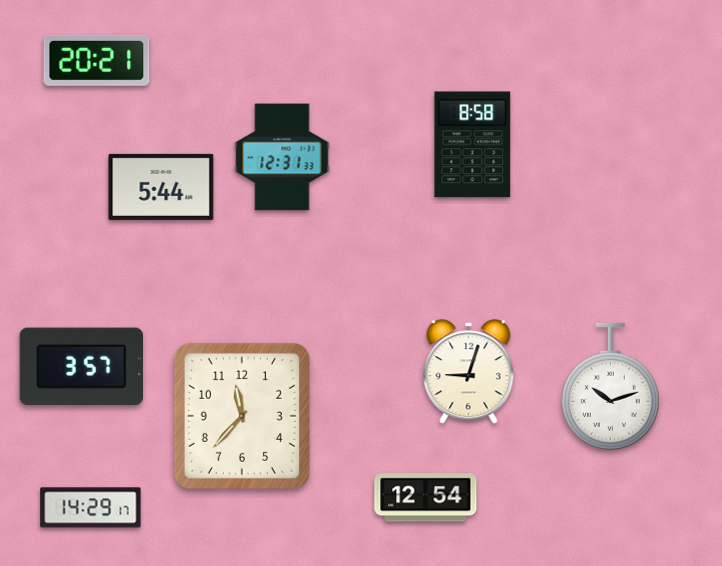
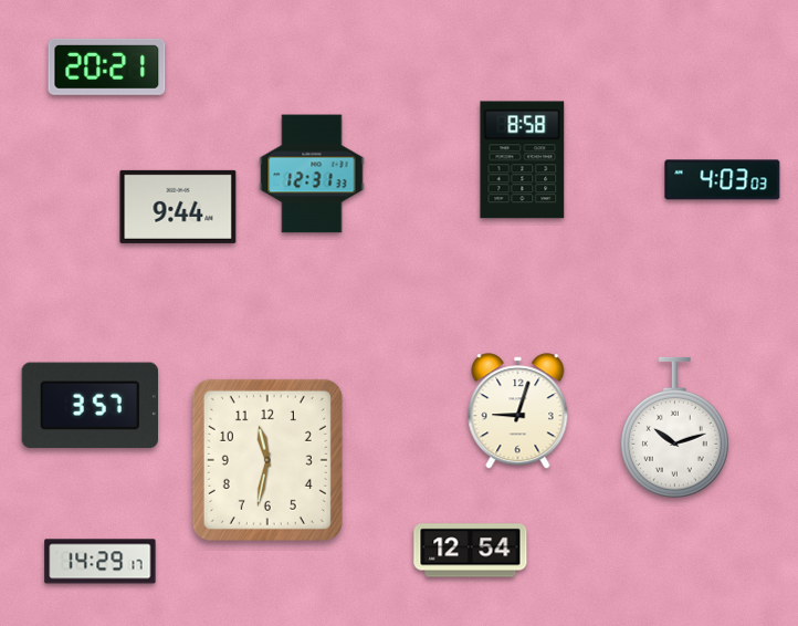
clock at (723, 180): none -> 4:03
clock at (161, 187): 5:44 -> 9:44
clock at (242, 416): 11:37 -> 11:32
